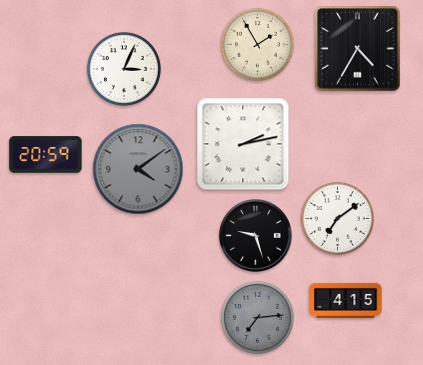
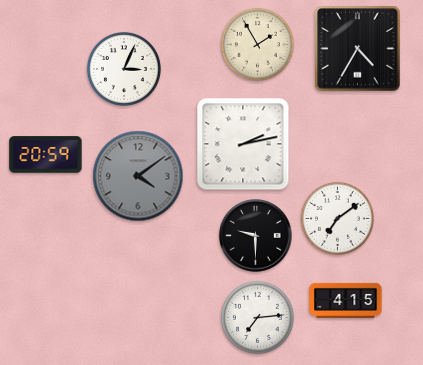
clock at (138, 169) position: (138, 169) -> (138, 176)
clock at (256, 236): 9:27 -> 9:30
clock at (257, 317) dial: grey -> white
